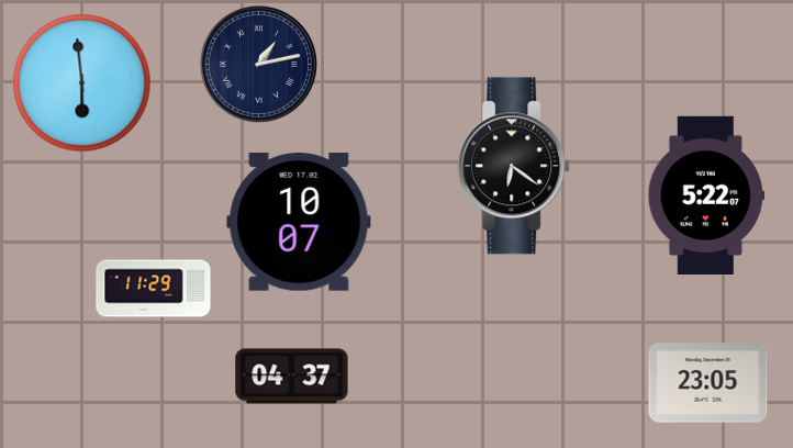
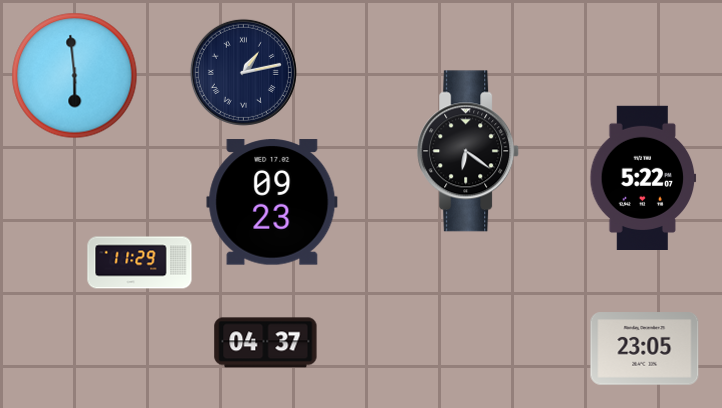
clock at (258, 64) position: (258, 64) -> (243, 72)
clock at (299, 222): 10:07 -> 09:23
